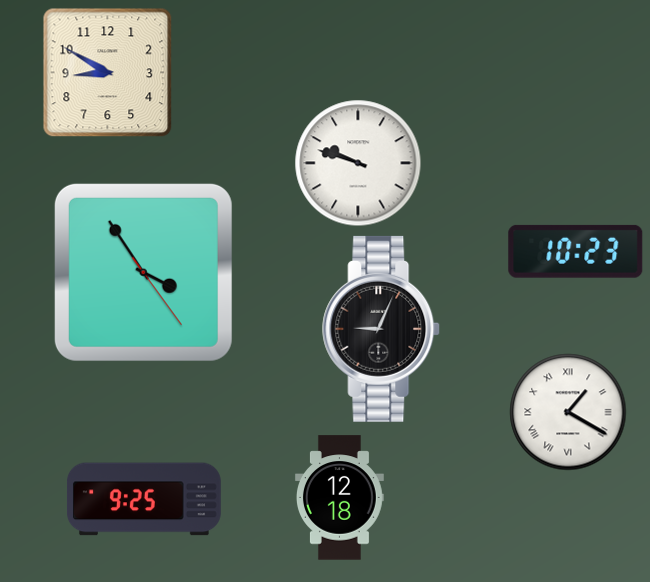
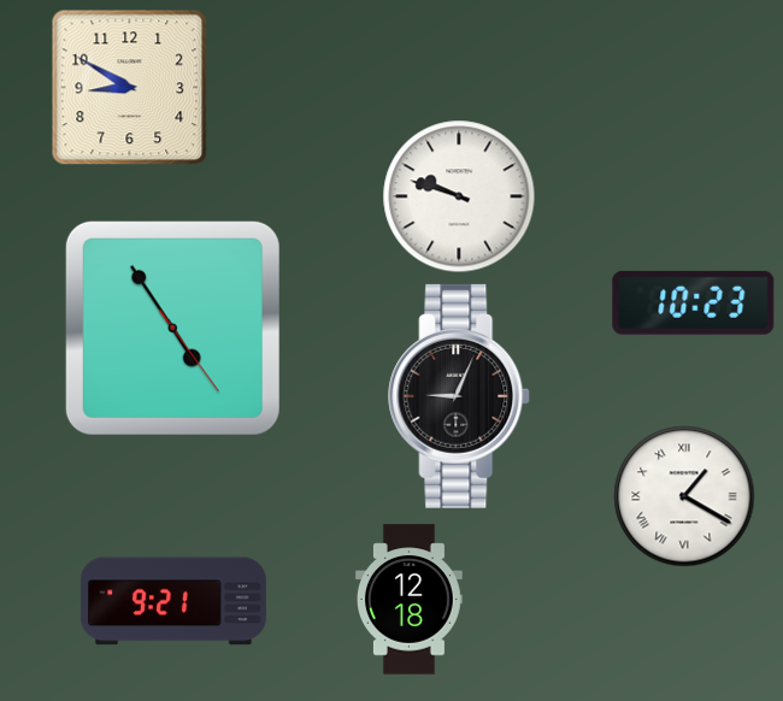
clock at (358, 163) position: (358, 163) -> (459, 196)
clock at (143, 272): 3:54 -> 4:54
clock at (144, 499): 9:25 -> 9:21
